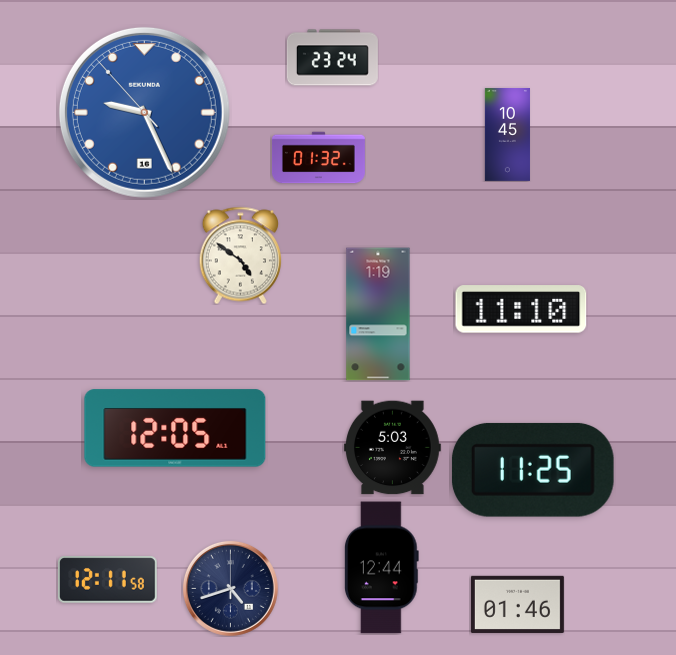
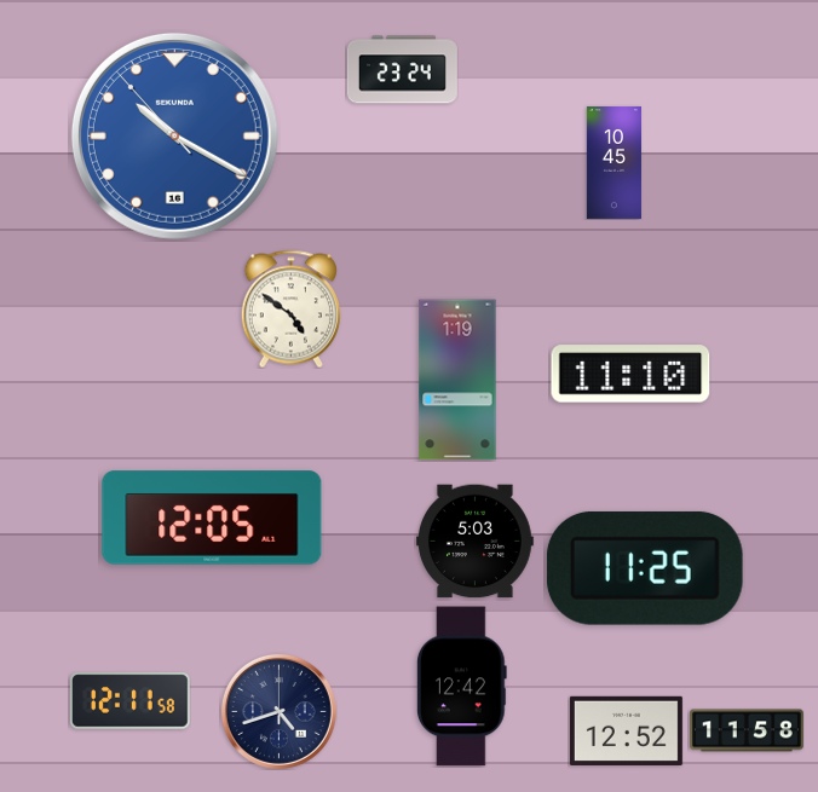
clock at (144, 112): 9:25 -> 10:19
clock at (318, 158): 01:32 -> none
clock at (381, 568): 12:44 -> 12:42
clock at (517, 604): 01:46 -> 12:52
clock at (747, 730): none -> 11:58
